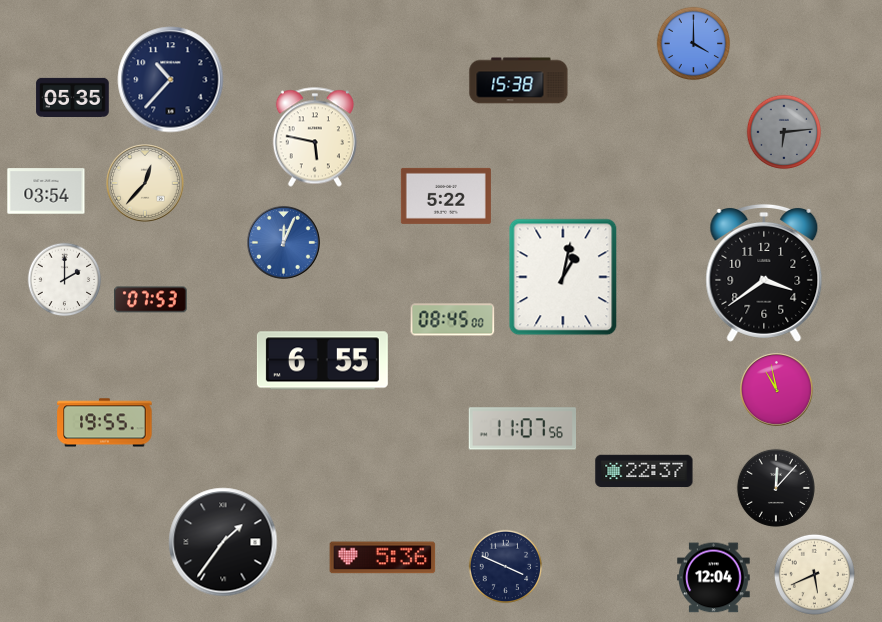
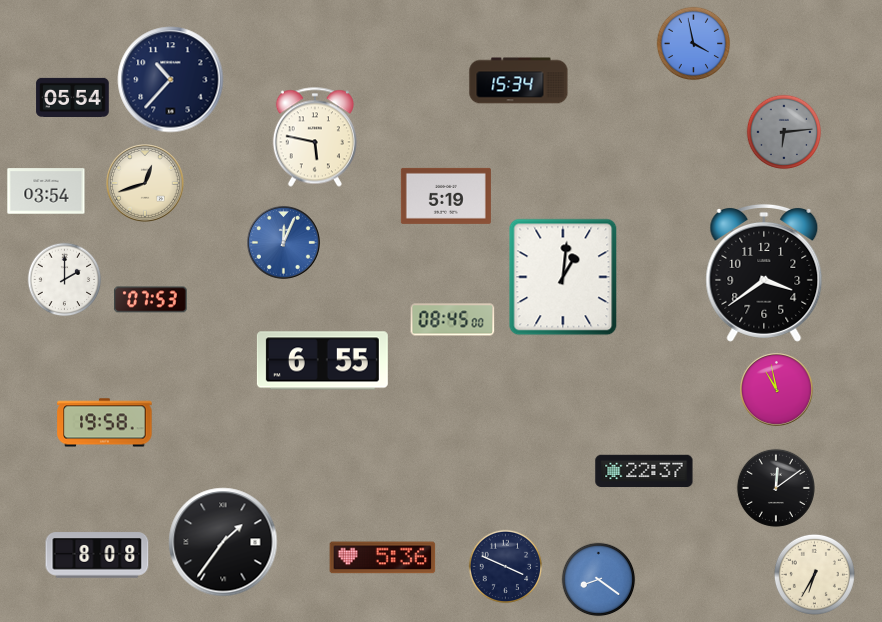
clock at (694, 44): 4:00 -> 3:58
clock at (519, 81): 15:38 -> 15:34
clock at (73, 97): 05:35 -> 05:54
clock at (146, 184): 12:37 -> 12:42
clock at (446, 196): 5:22 -> 5:19
clock at (563, 277): 1:02 -> 1:01
clock at (105, 423): 19:55 -> 19:58
clock at (522, 429): 11:07 -> none
clock at (776, 488): 12:07 -> 12:09
clock at (97, 555): none -> 8:08
clock at (814, 574): 5:41 -> 6:35
clock at (714, 578): 12:04 -> none
clock at (599, 580): none -> 8:21
